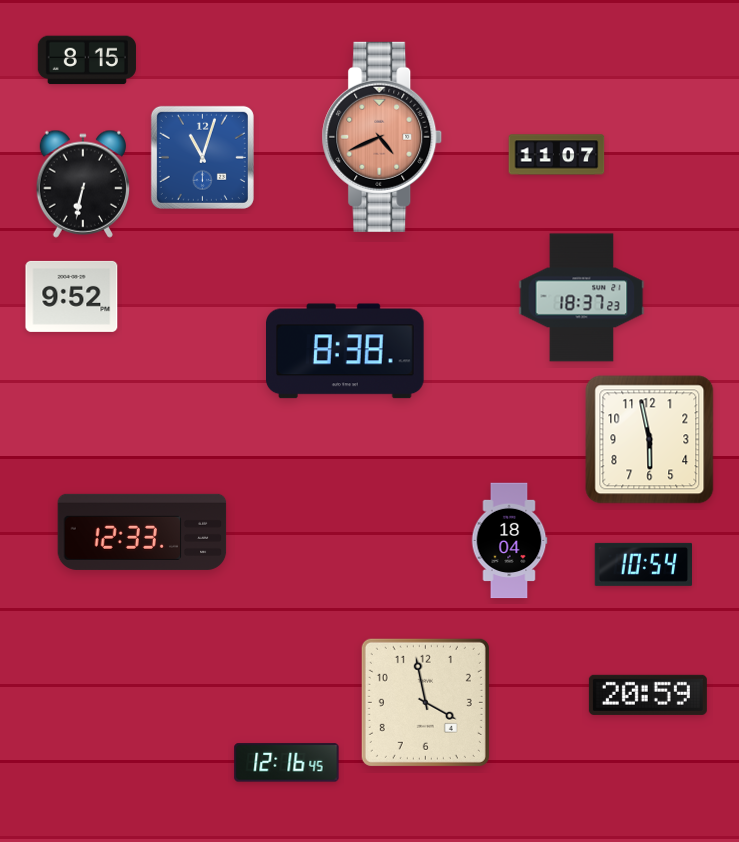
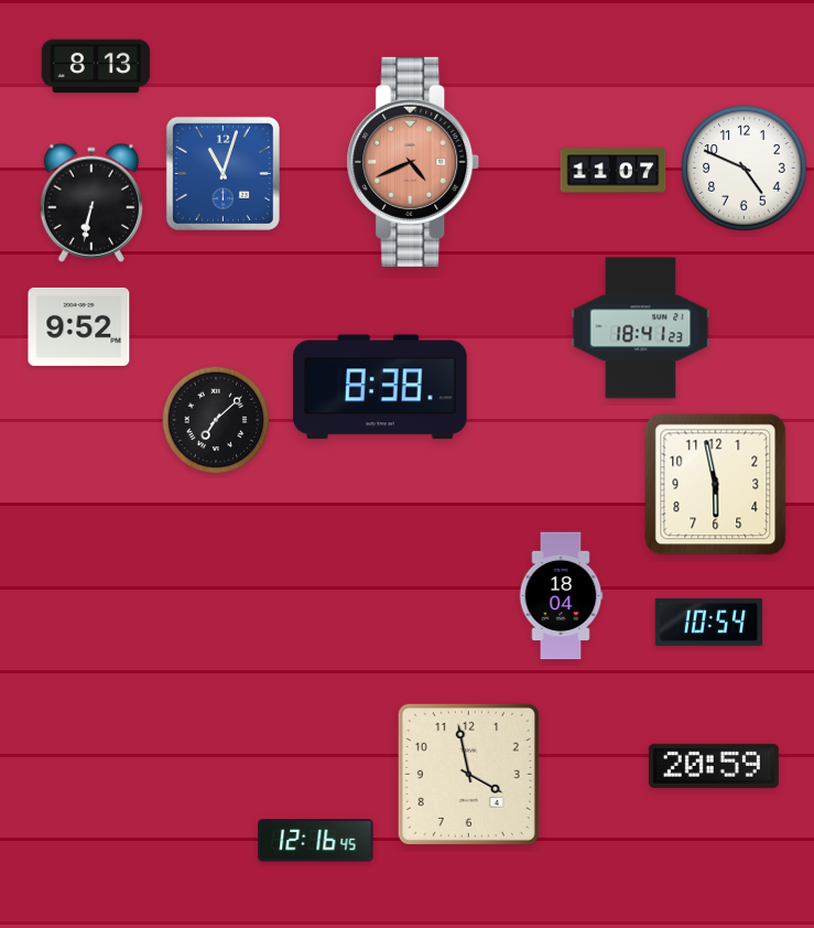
clock at (87, 60): 8:15 -> 8:13
clock at (382, 137) position: (382, 137) -> (413, 162)
clock at (745, 169): none -> 4:49
clock at (582, 298): 18:37 -> 18:41
clock at (216, 420): none -> 7:08
clock at (142, 532): 12:33 -> none
